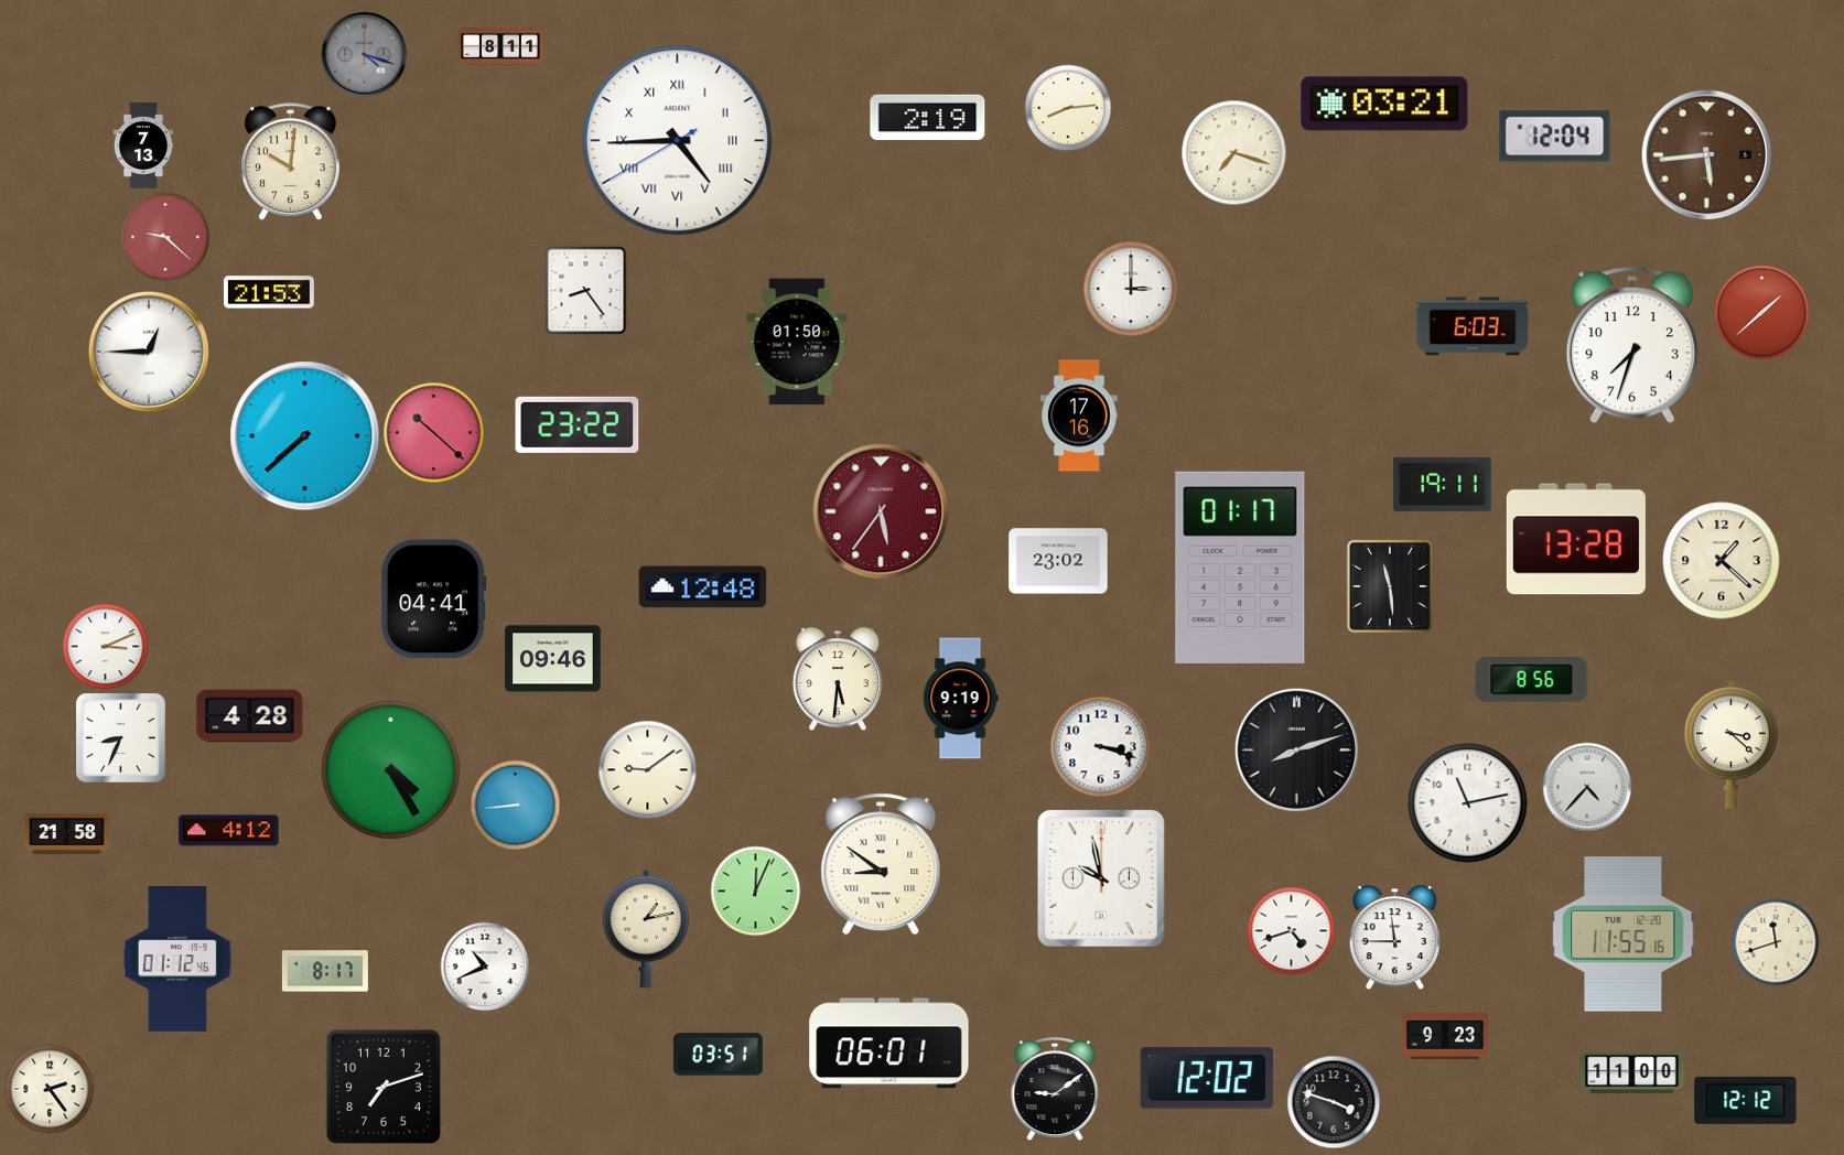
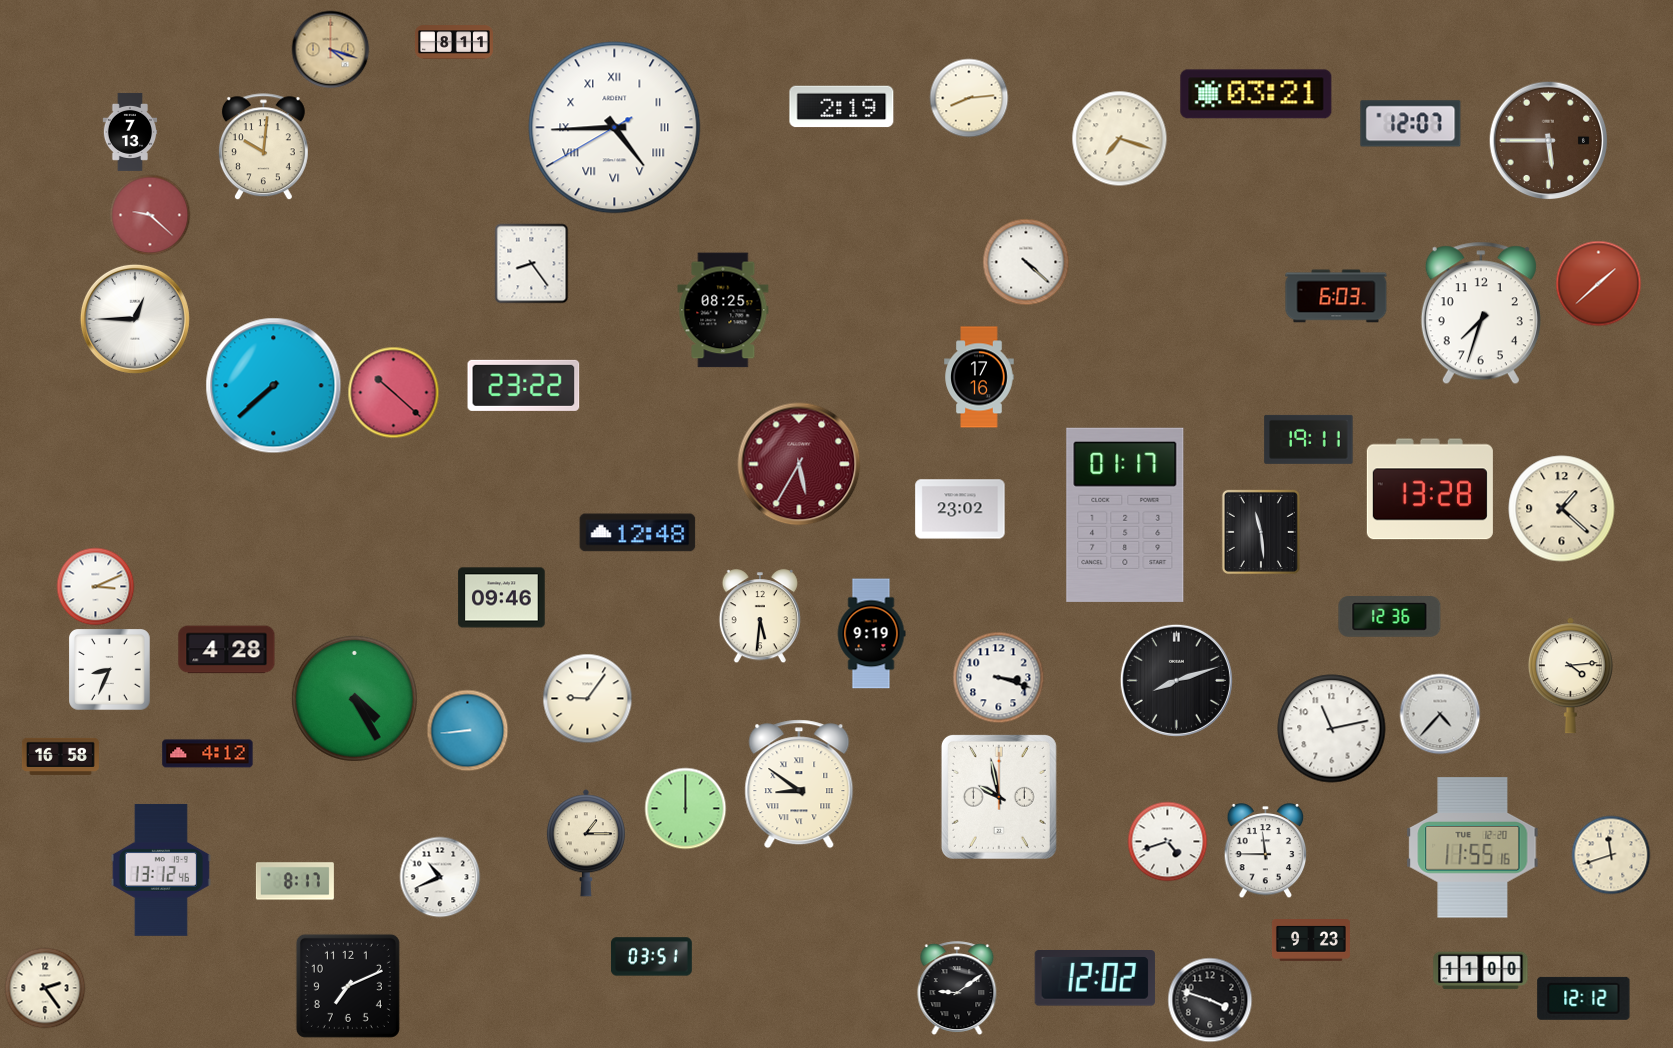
clock at (364, 54) dial: grey -> champagne
clock at (1555, 137): 12:04 -> 12:07
clock at (1706, 154): 5:44 -> 5:45
clock at (1131, 289): 3:00 -> 4:22
clock at (270, 292): 21:53 -> none
clock at (797, 342): 01:50 -> 08:25
clock at (305, 436) position: (305, 436) -> (274, 386)
clock at (881, 511): 5:36 -> 5:35
clock at (434, 600): 04:41 -> none
clock at (1532, 680): 8:56 -> 12:36
clock at (1730, 745): 3:22 -> 4:14
clock at (647, 769): 9:09 -> 9:06
clock at (66, 833): 21:58 -> 16:58
clock at (755, 890): 12:04 -> 12:00
clock at (646, 929): 1:13 -> 1:15
clock at (1291, 930) position: (1291, 930) -> (1167, 841)
clock at (177, 959): 01:12 -> 13:12
clock at (889, 1044): 06:01 -> none
clock at (1632, 1073) position: (1632, 1073) -> (1481, 971)
clock at (384, 1087): 7:12 -> 7:11
